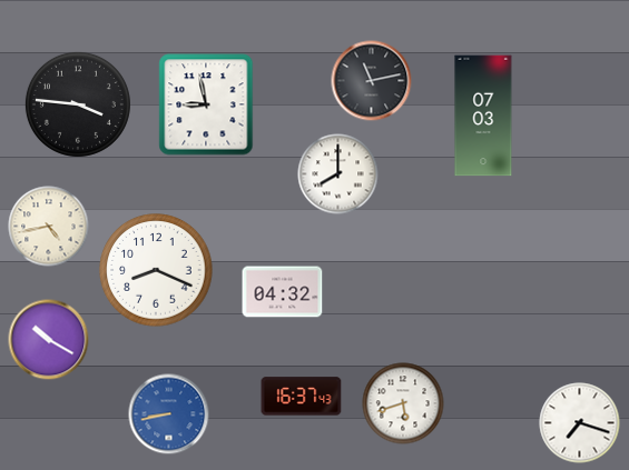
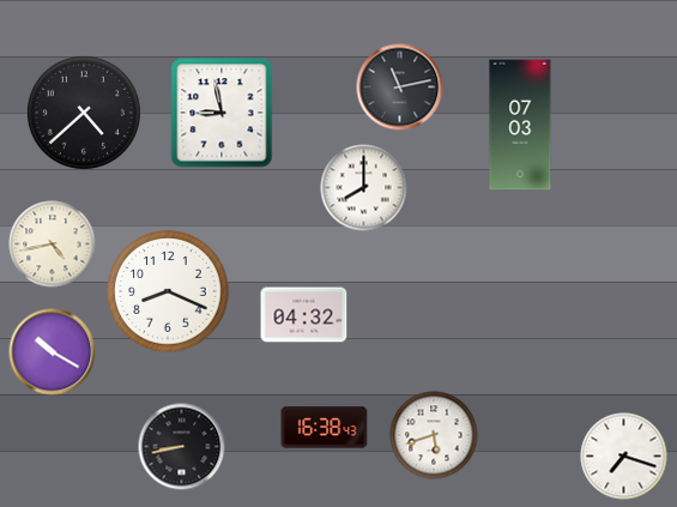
clock at (78, 104): 3:46 -> 4:38
clock at (49, 340) position: (49, 340) -> (53, 352)
clock at (302, 397): 16:37 -> 16:38
clock at (169, 414) dial: blue -> black
